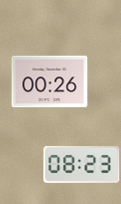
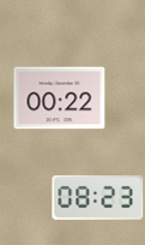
clock at (50, 82): 00:26 -> 00:22
